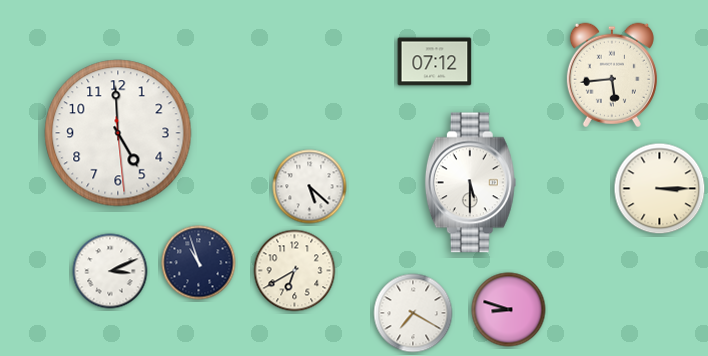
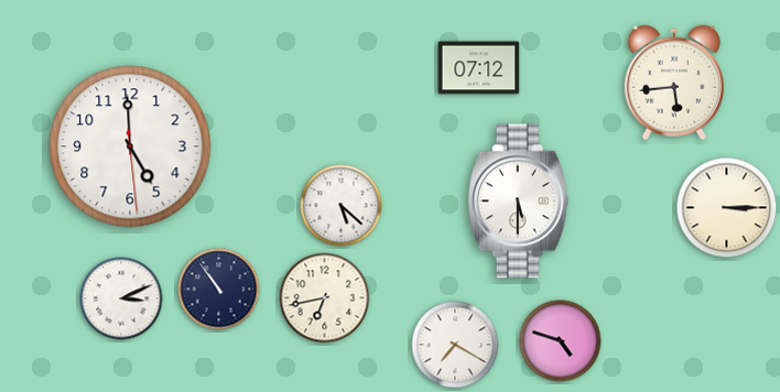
clock at (199, 263): 10:57 -> 10:54
clock at (295, 271): 6:40 -> 6:43
clock at (509, 310): 8:48 -> 4:48
